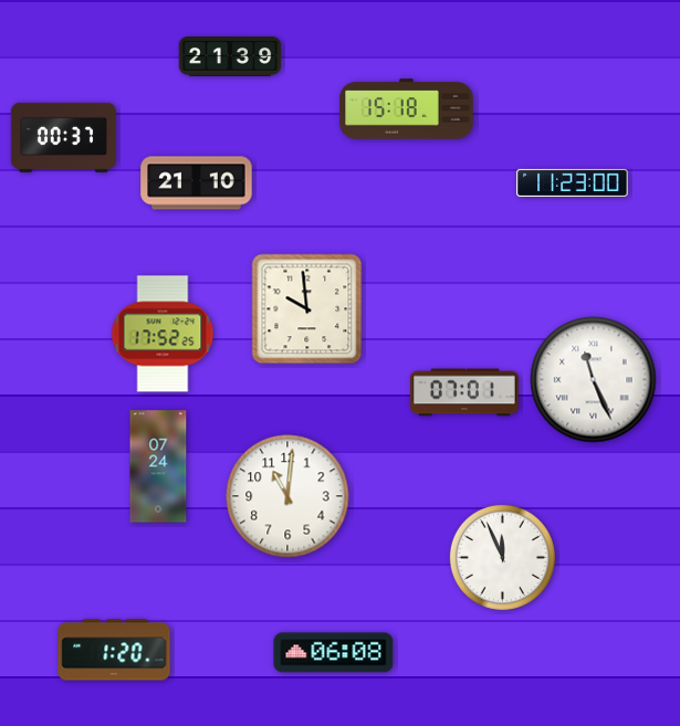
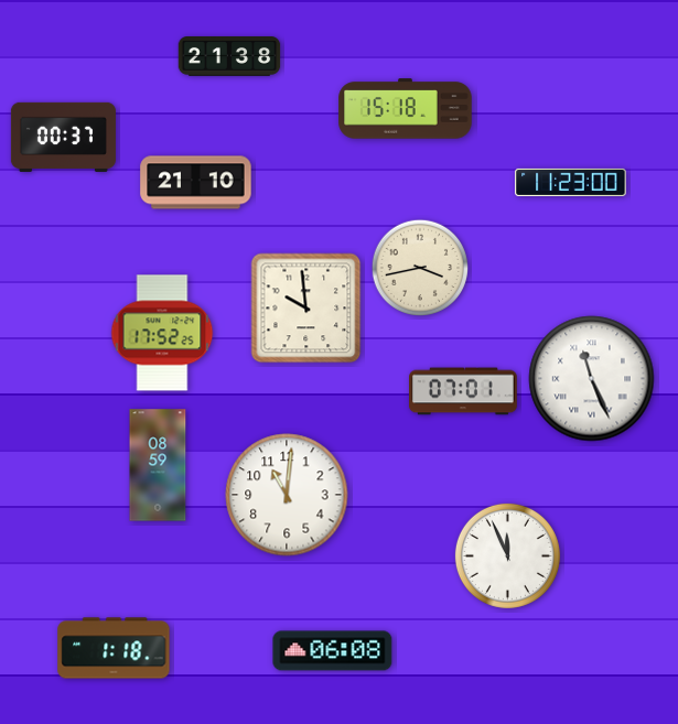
clock at (230, 57): 21:39 -> 21:38
clock at (420, 268): none -> 3:43
clock at (158, 466): 07:24 -> 08:59
clock at (502, 557) position: (502, 557) -> (507, 555)
clock at (114, 650): 1:20 -> 1:18
